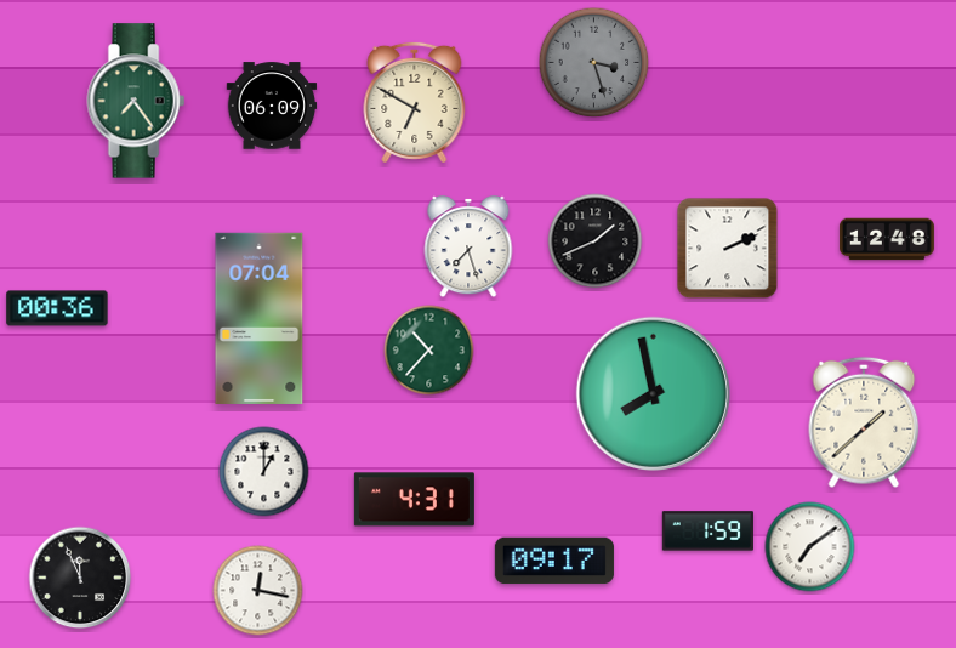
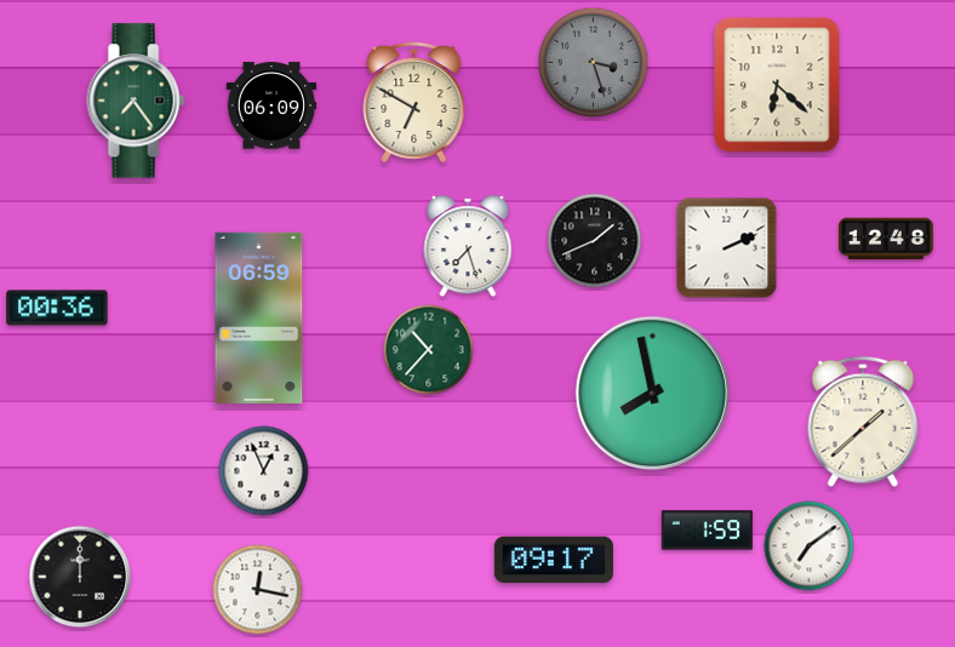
clock at (777, 85): none -> 6:22
clock at (260, 318): 07:04 -> 06:59
clock at (264, 472): 1:00 -> 12:56
clock at (414, 500): 4:31 -> none
clock at (80, 578): 11:56 -> 12:00
